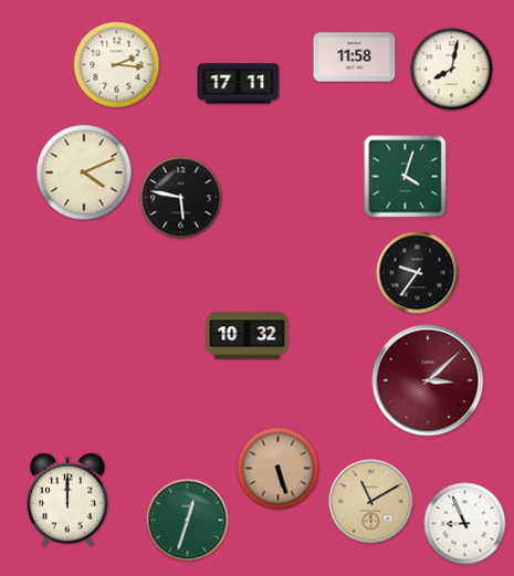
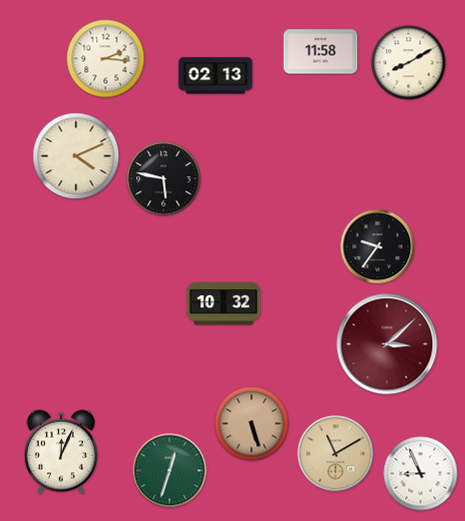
clock at (452, 70): 8:02 -> 8:10
clock at (239, 84): 17:11 -> 02:13
clock at (406, 177): 4:03 -> none
clock at (67, 500): 12:00 -> 12:04
